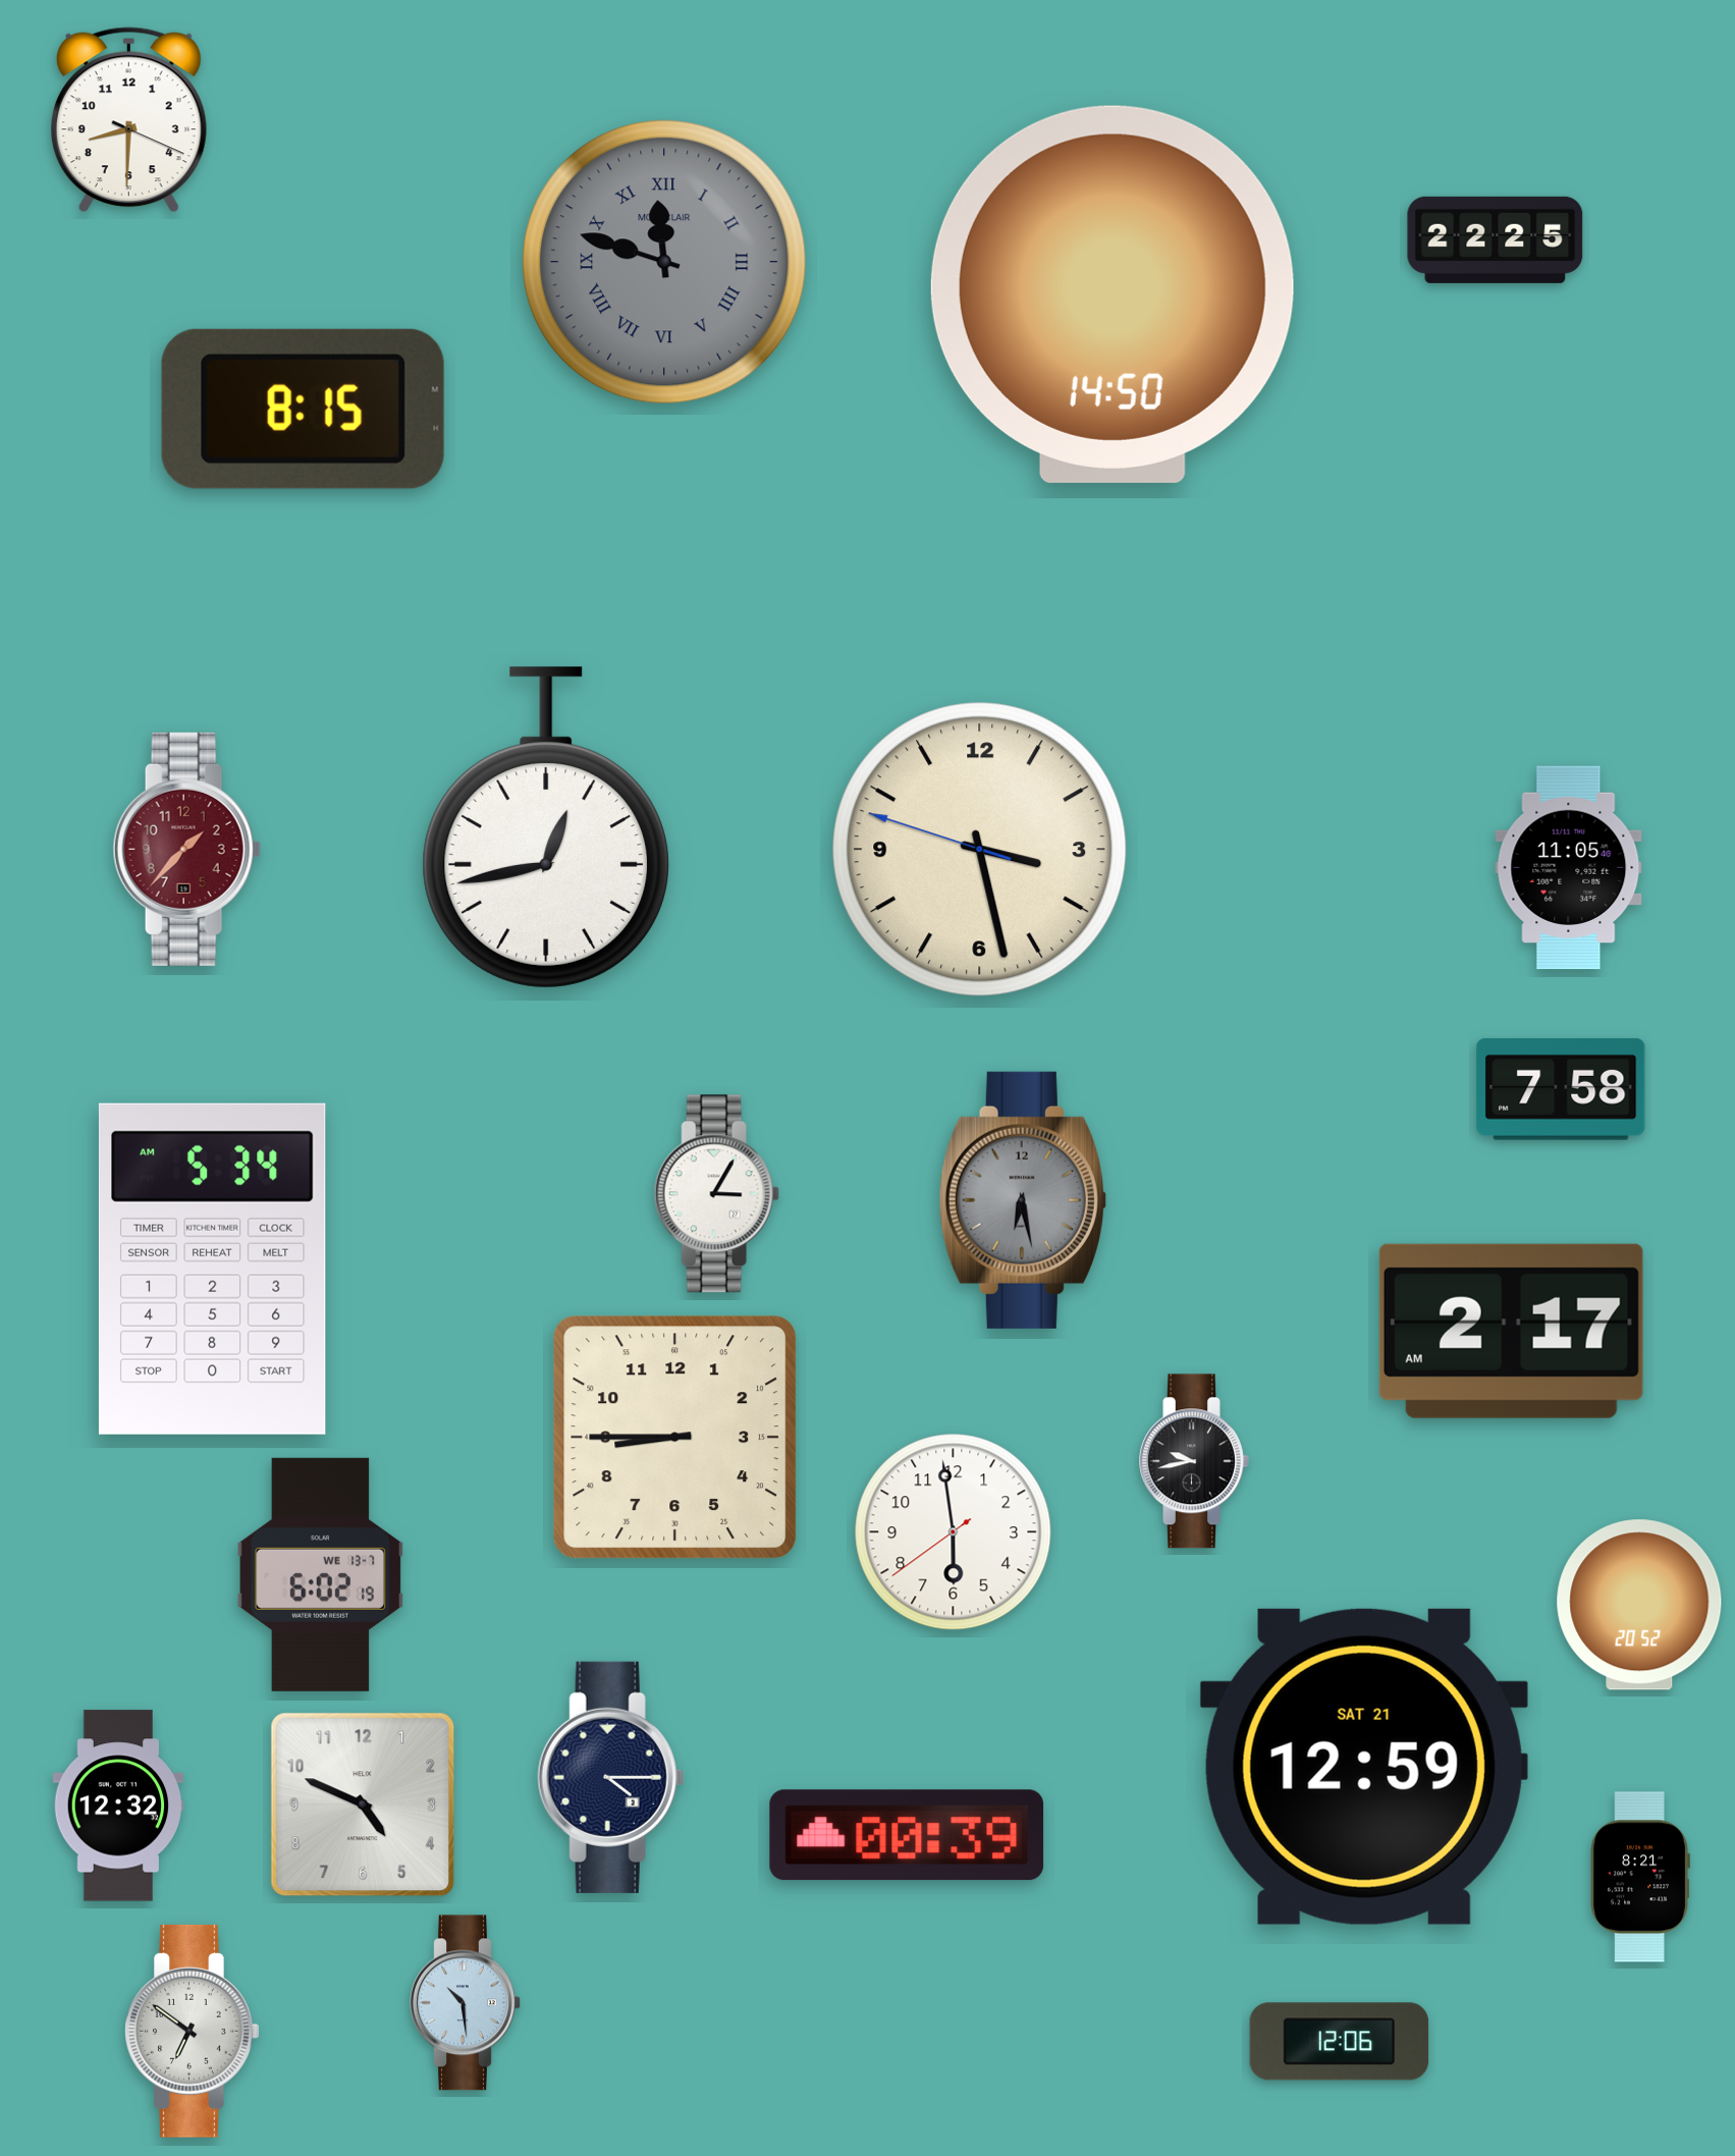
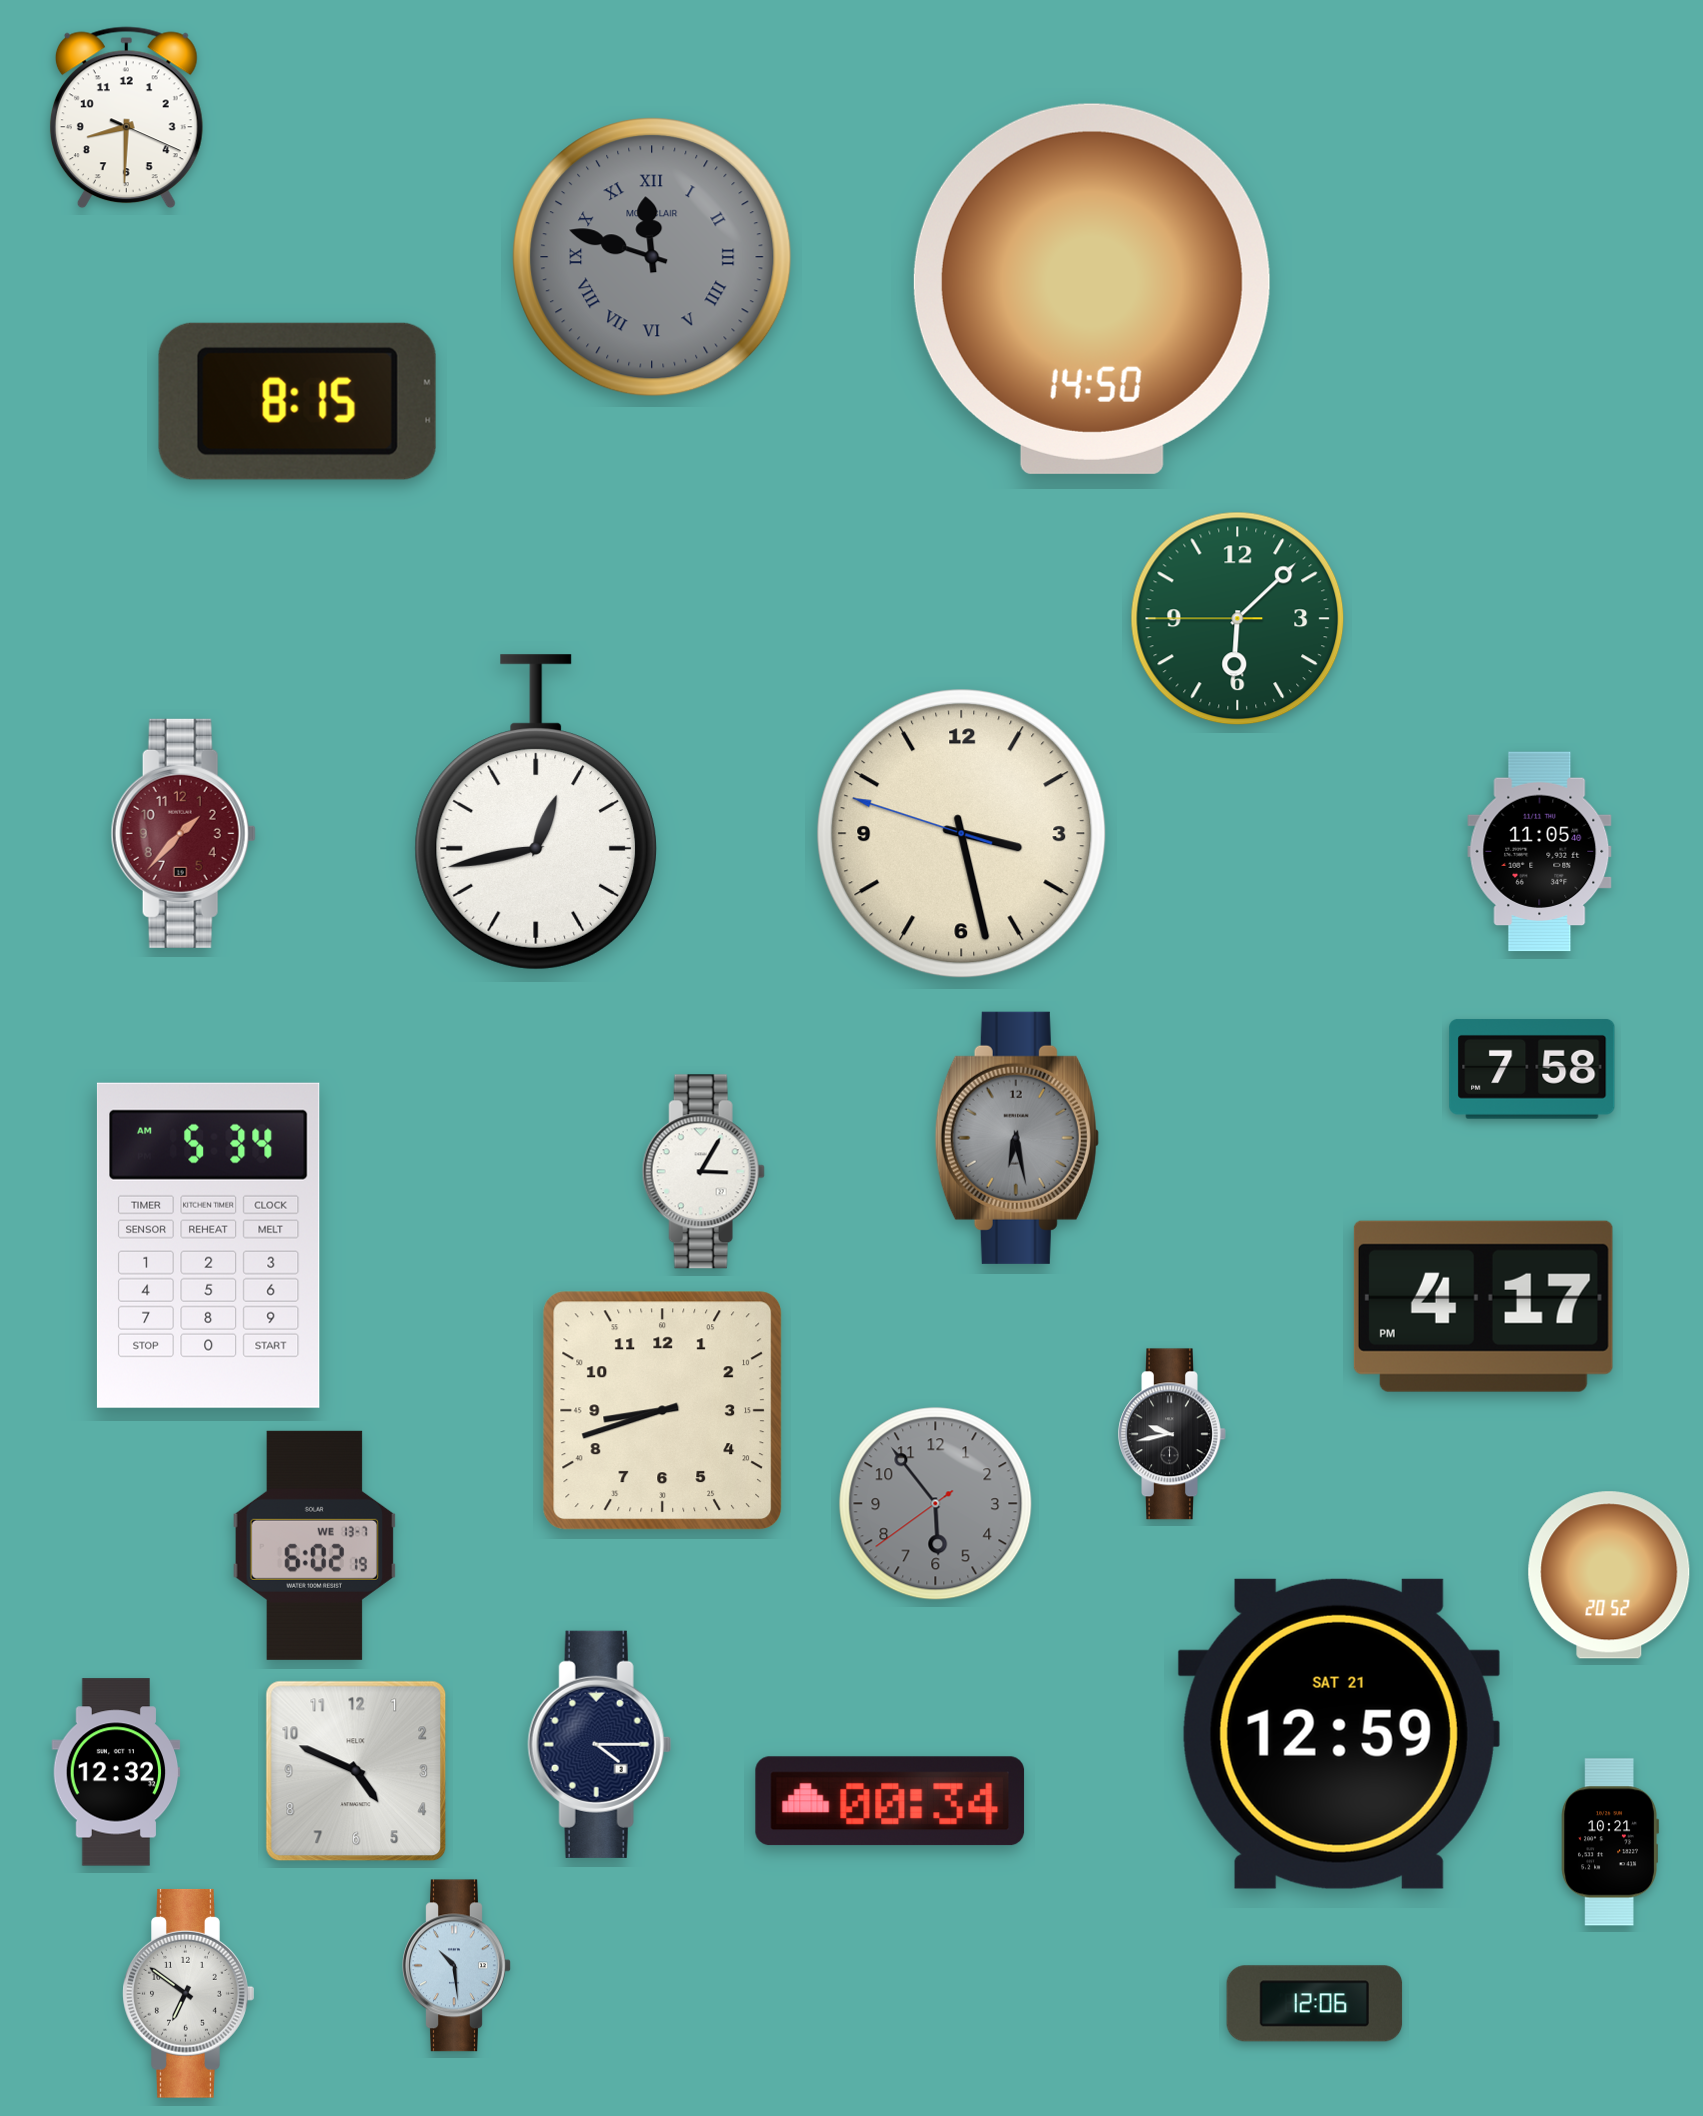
clock at (1496, 239): 22:25 -> none
clock at (1238, 619): none -> 6:07
clock at (1023, 1200) position: (1023, 1200) -> (1017, 1138)
clock at (1511, 1331): 2:17 -> 4:17
clock at (675, 1438): 8:45 -> 8:42
clock at (954, 1532): 5:58 -> 5:53
clock at (954, 1532) dial: white -> grey
clock at (907, 1835): 00:39 -> 00:34
clock at (1640, 1877): 8:21 -> 10:21
